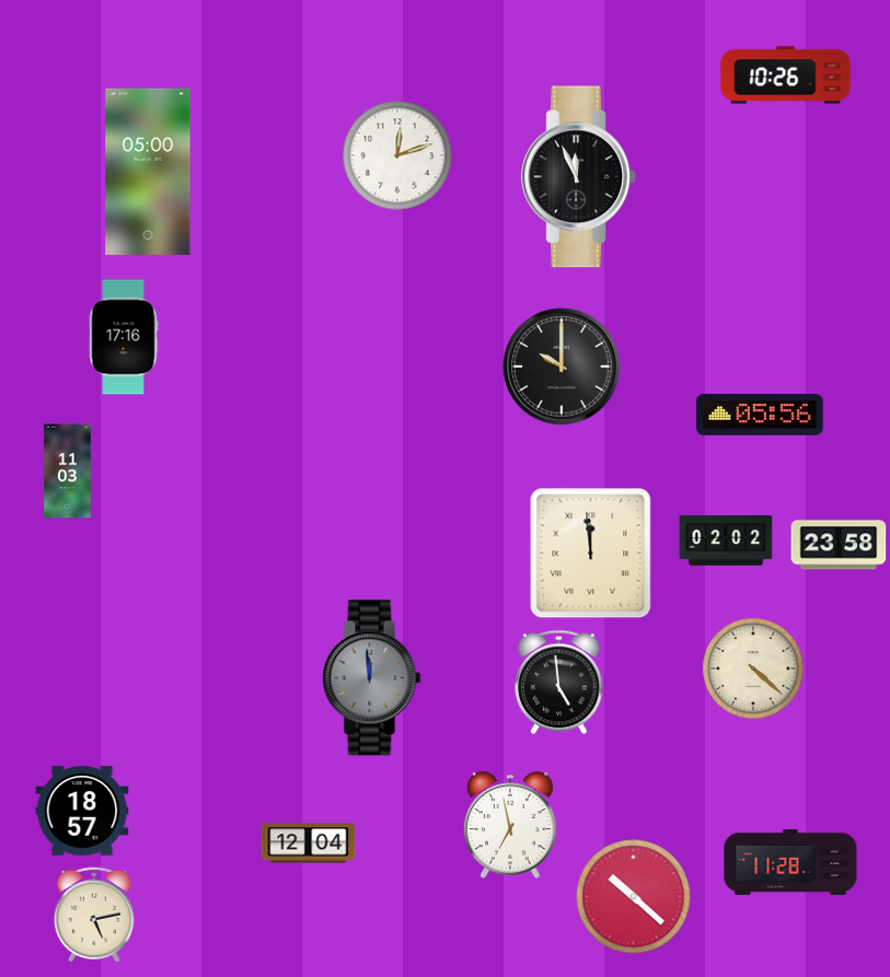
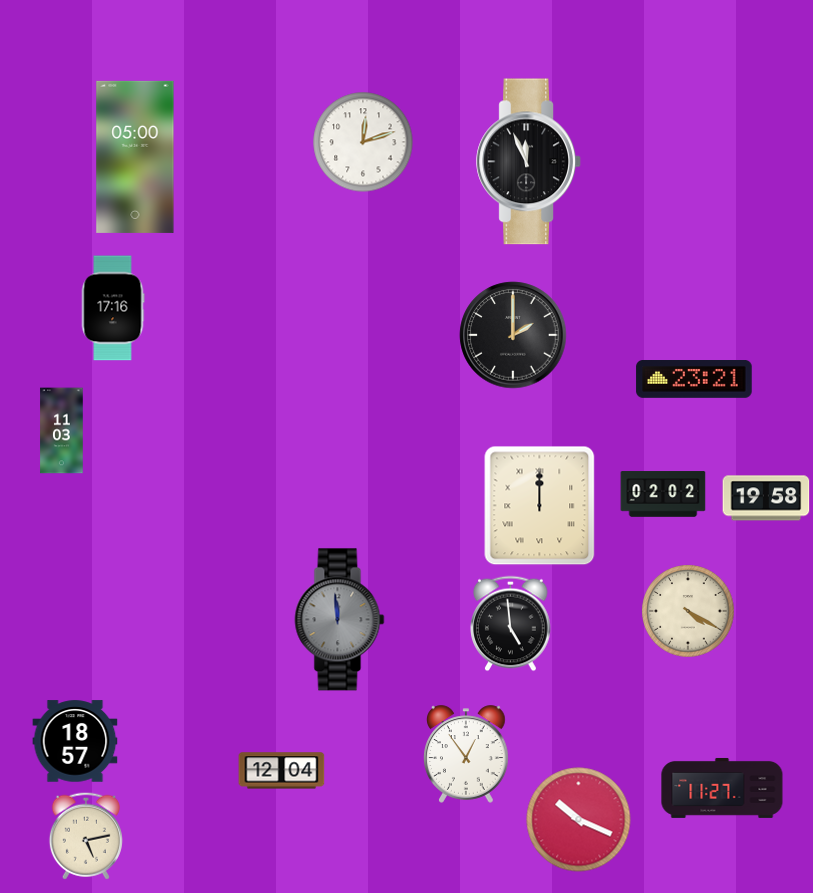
clock at (786, 75): 10:26 -> none
clock at (562, 367): 10:00 -> 2:00
clock at (760, 416): 05:56 -> 23:21
clock at (839, 545): 23:58 -> 19:58
clock at (591, 554): 11:59 -> 12:00
clock at (753, 668): 4:22 -> 4:20
clock at (510, 825): 6:58 -> 12:54
clock at (790, 862): 11:28 -> 11:27
clock at (634, 897): 10:22 -> 10:19
